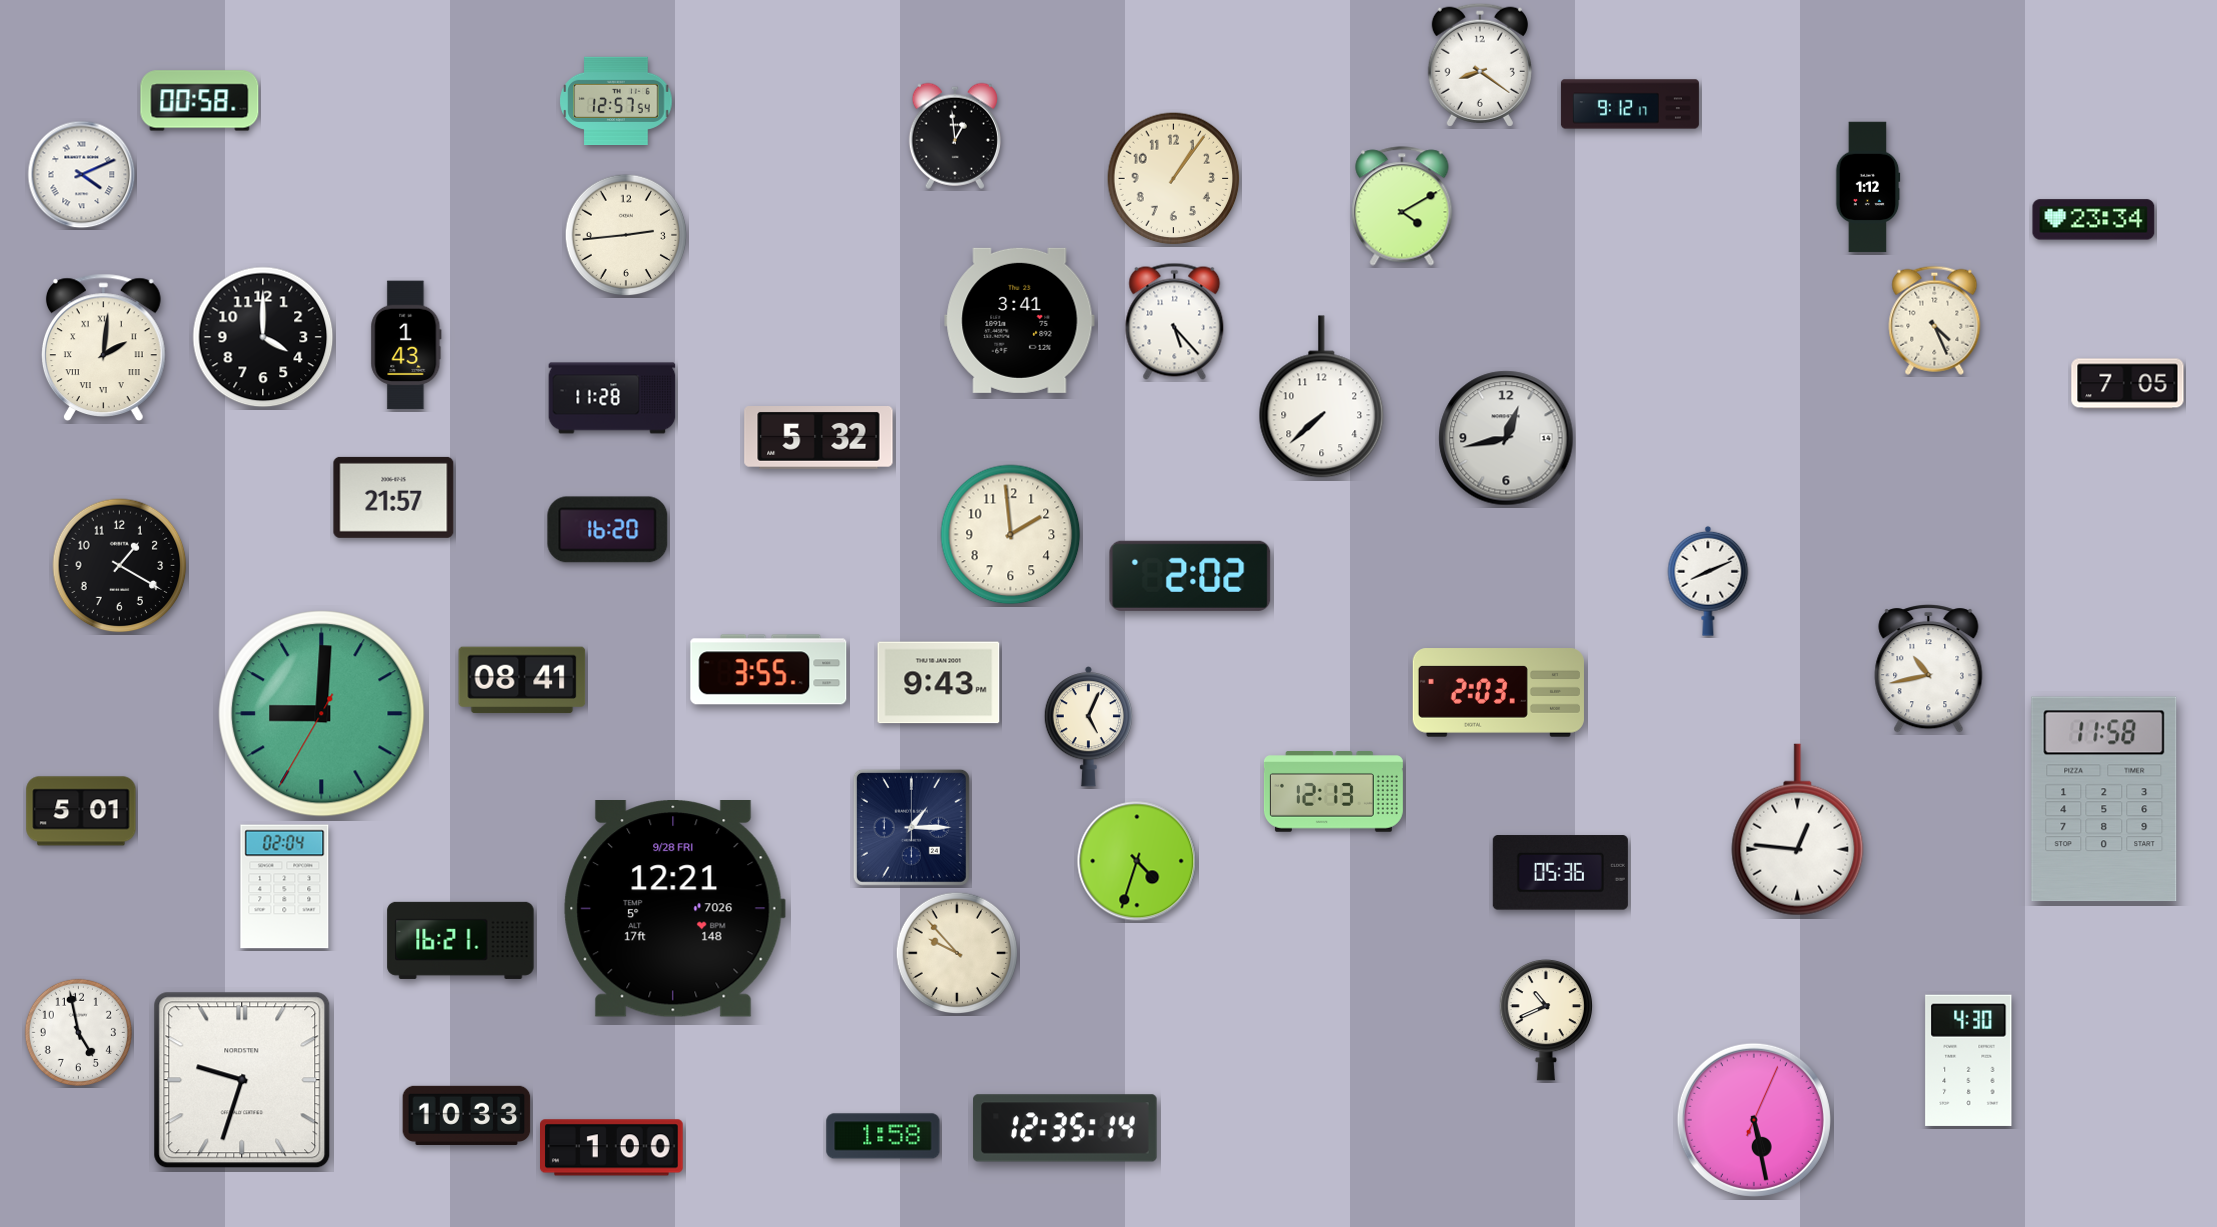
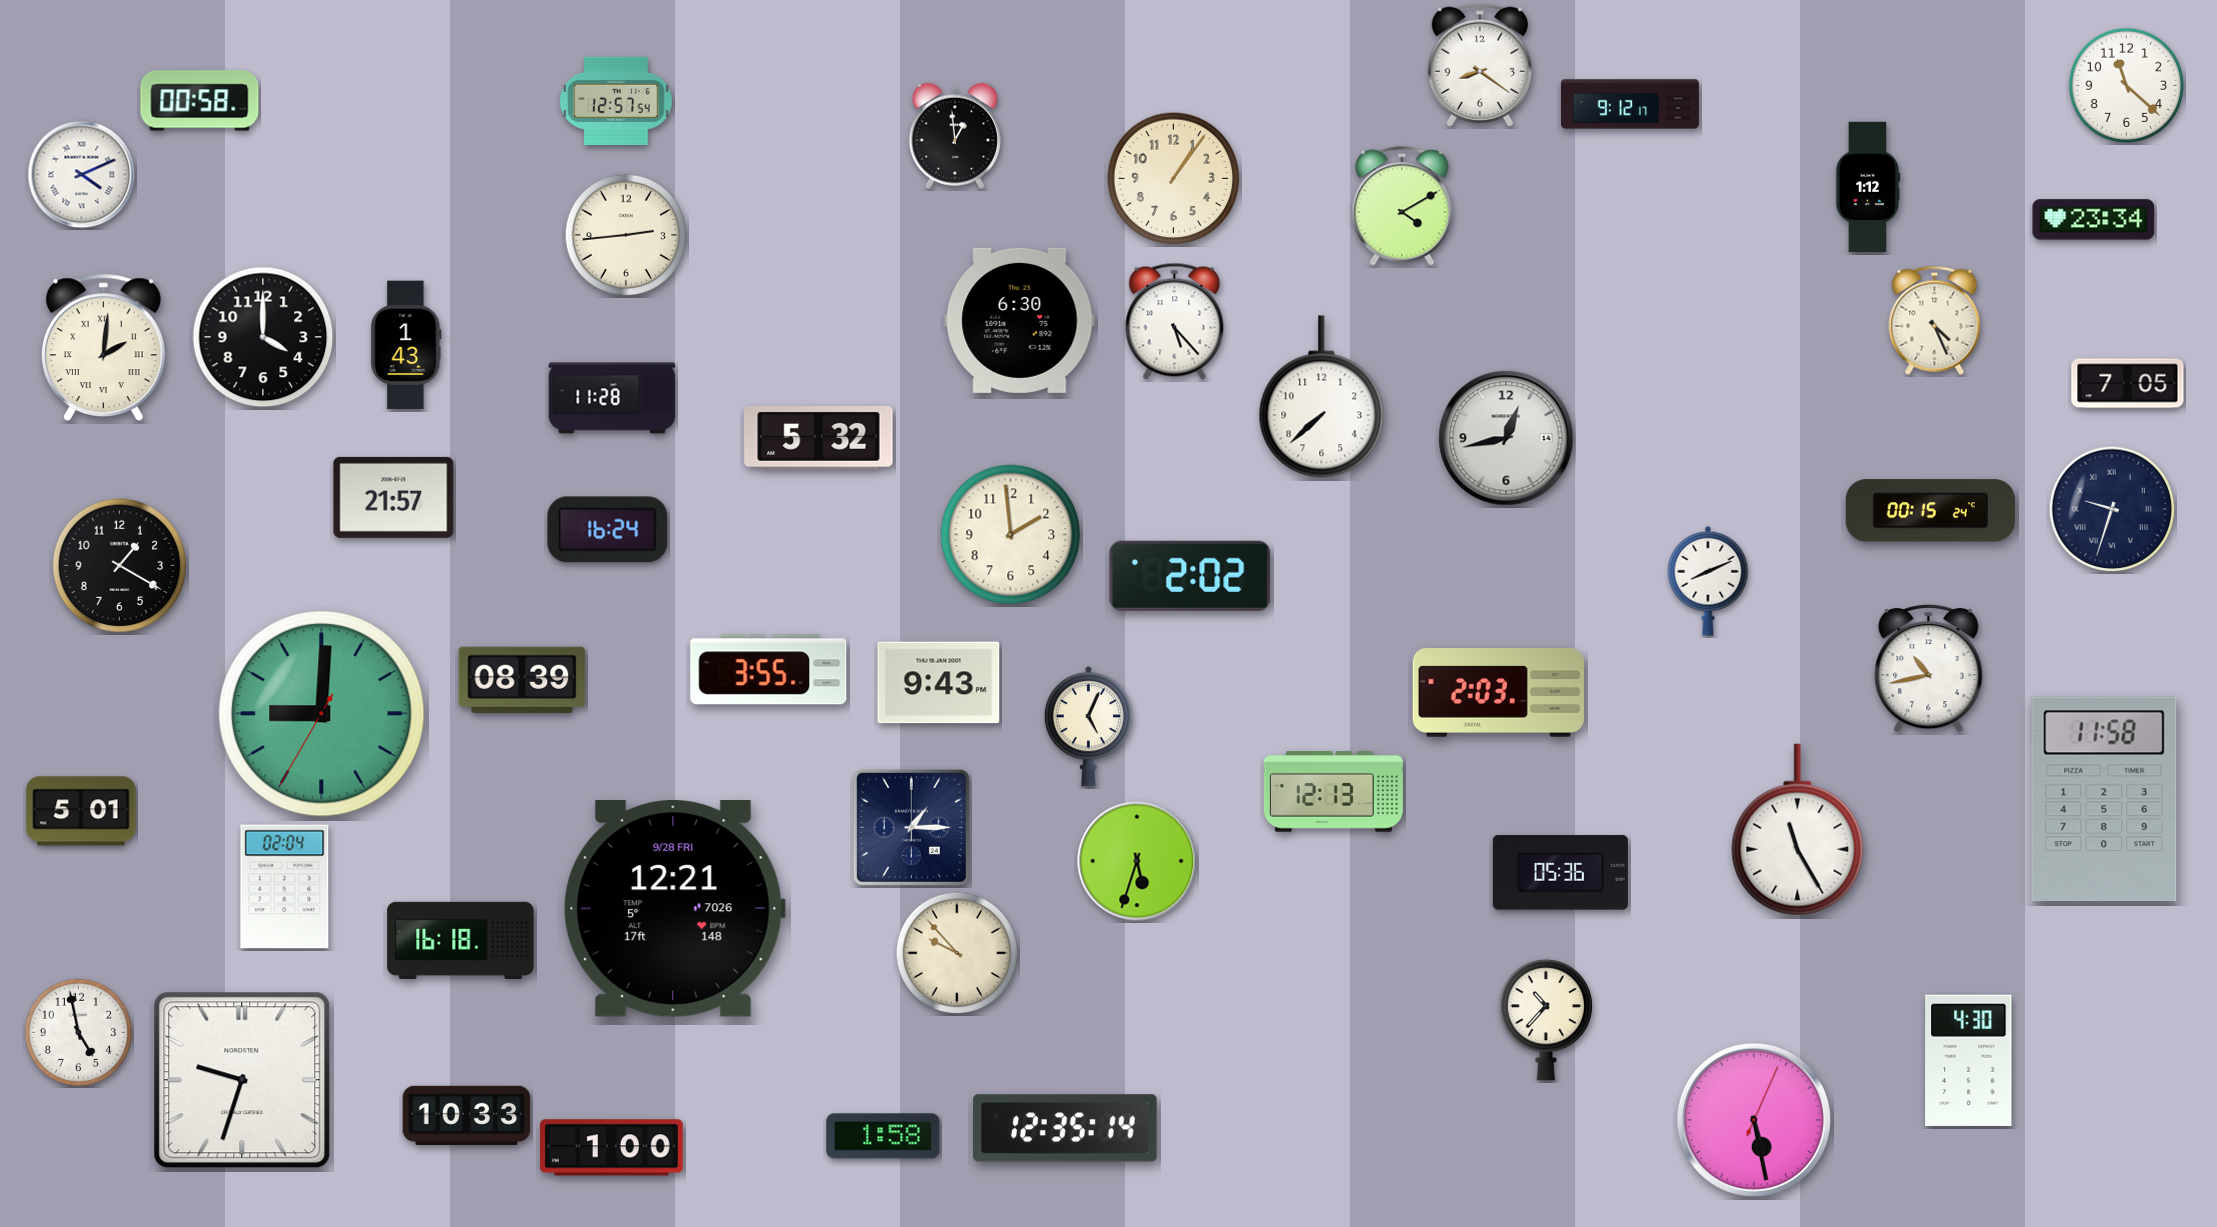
clock at (2126, 85): none -> 11:22
clock at (1020, 320): 3:41 -> 6:30
clock at (2112, 509): none -> 9:33
clock at (1930, 511): none -> 00:15
clock at (608, 530): 16:20 -> 16:24
clock at (522, 680): 08:41 -> 08:39
clock at (1798, 830): 12:46 -> 11:25
clock at (1137, 861): 4:33 -> 5:33
clock at (461, 940): 16:21 -> 16:18
clock at (1545, 1020): 10:41 -> 10:37
